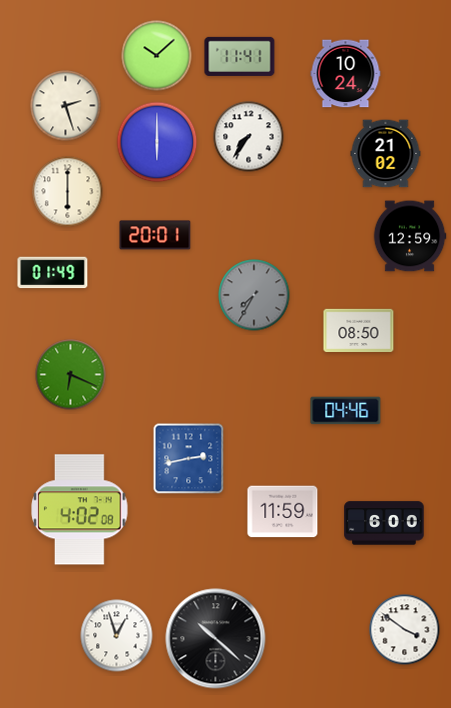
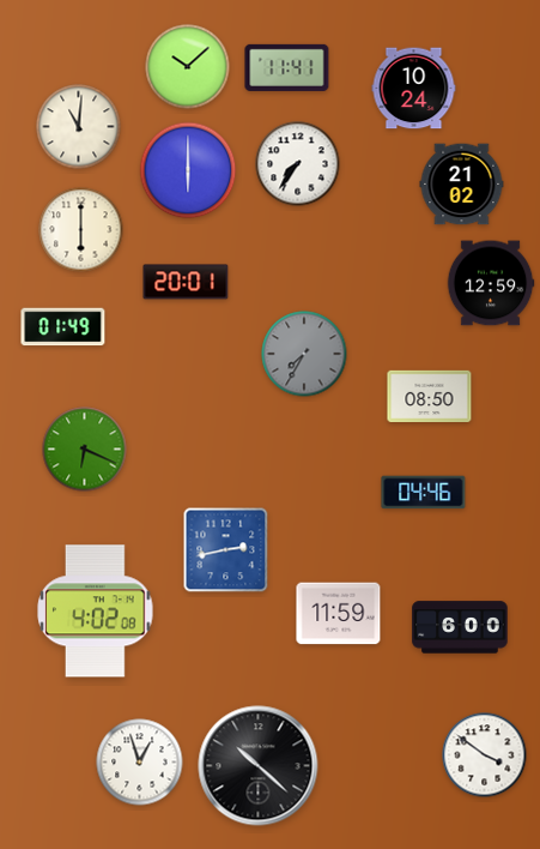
clock at (66, 106): 2:27 -> 11:01
clock at (346, 411) position: (346, 411) -> (424, 493)
